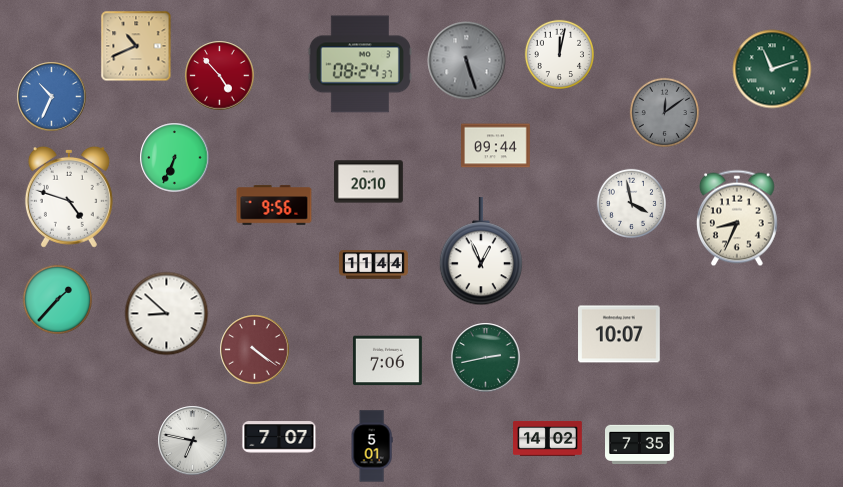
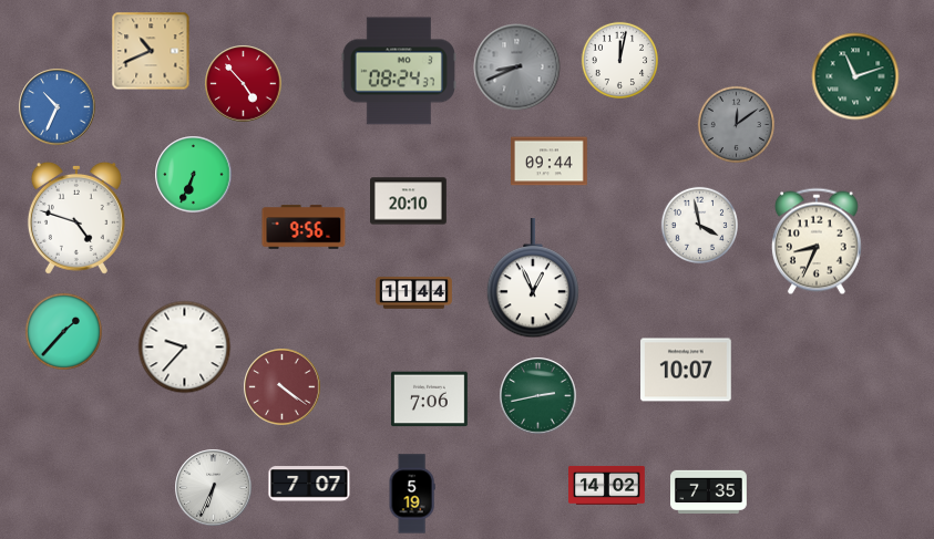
clock at (467, 61): 5:27 -> 8:41
clock at (167, 314): 8:52 -> 9:37
clock at (193, 441): 6:47 -> 6:34
clock at (372, 446): 5:01 -> 5:19
